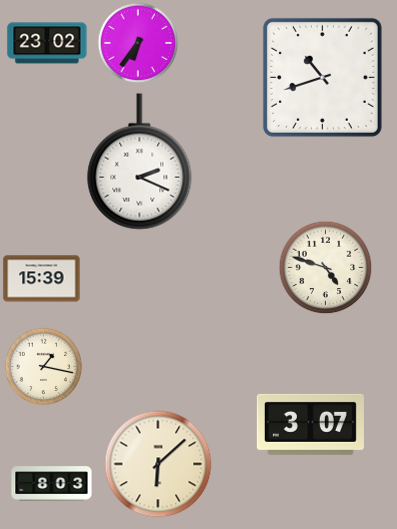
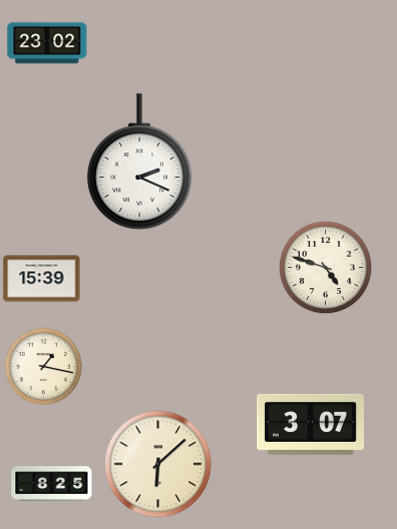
clock at (138, 43): 6:36 -> none
clock at (322, 77): 10:42 -> none
clock at (52, 484): 8:03 -> 8:25
